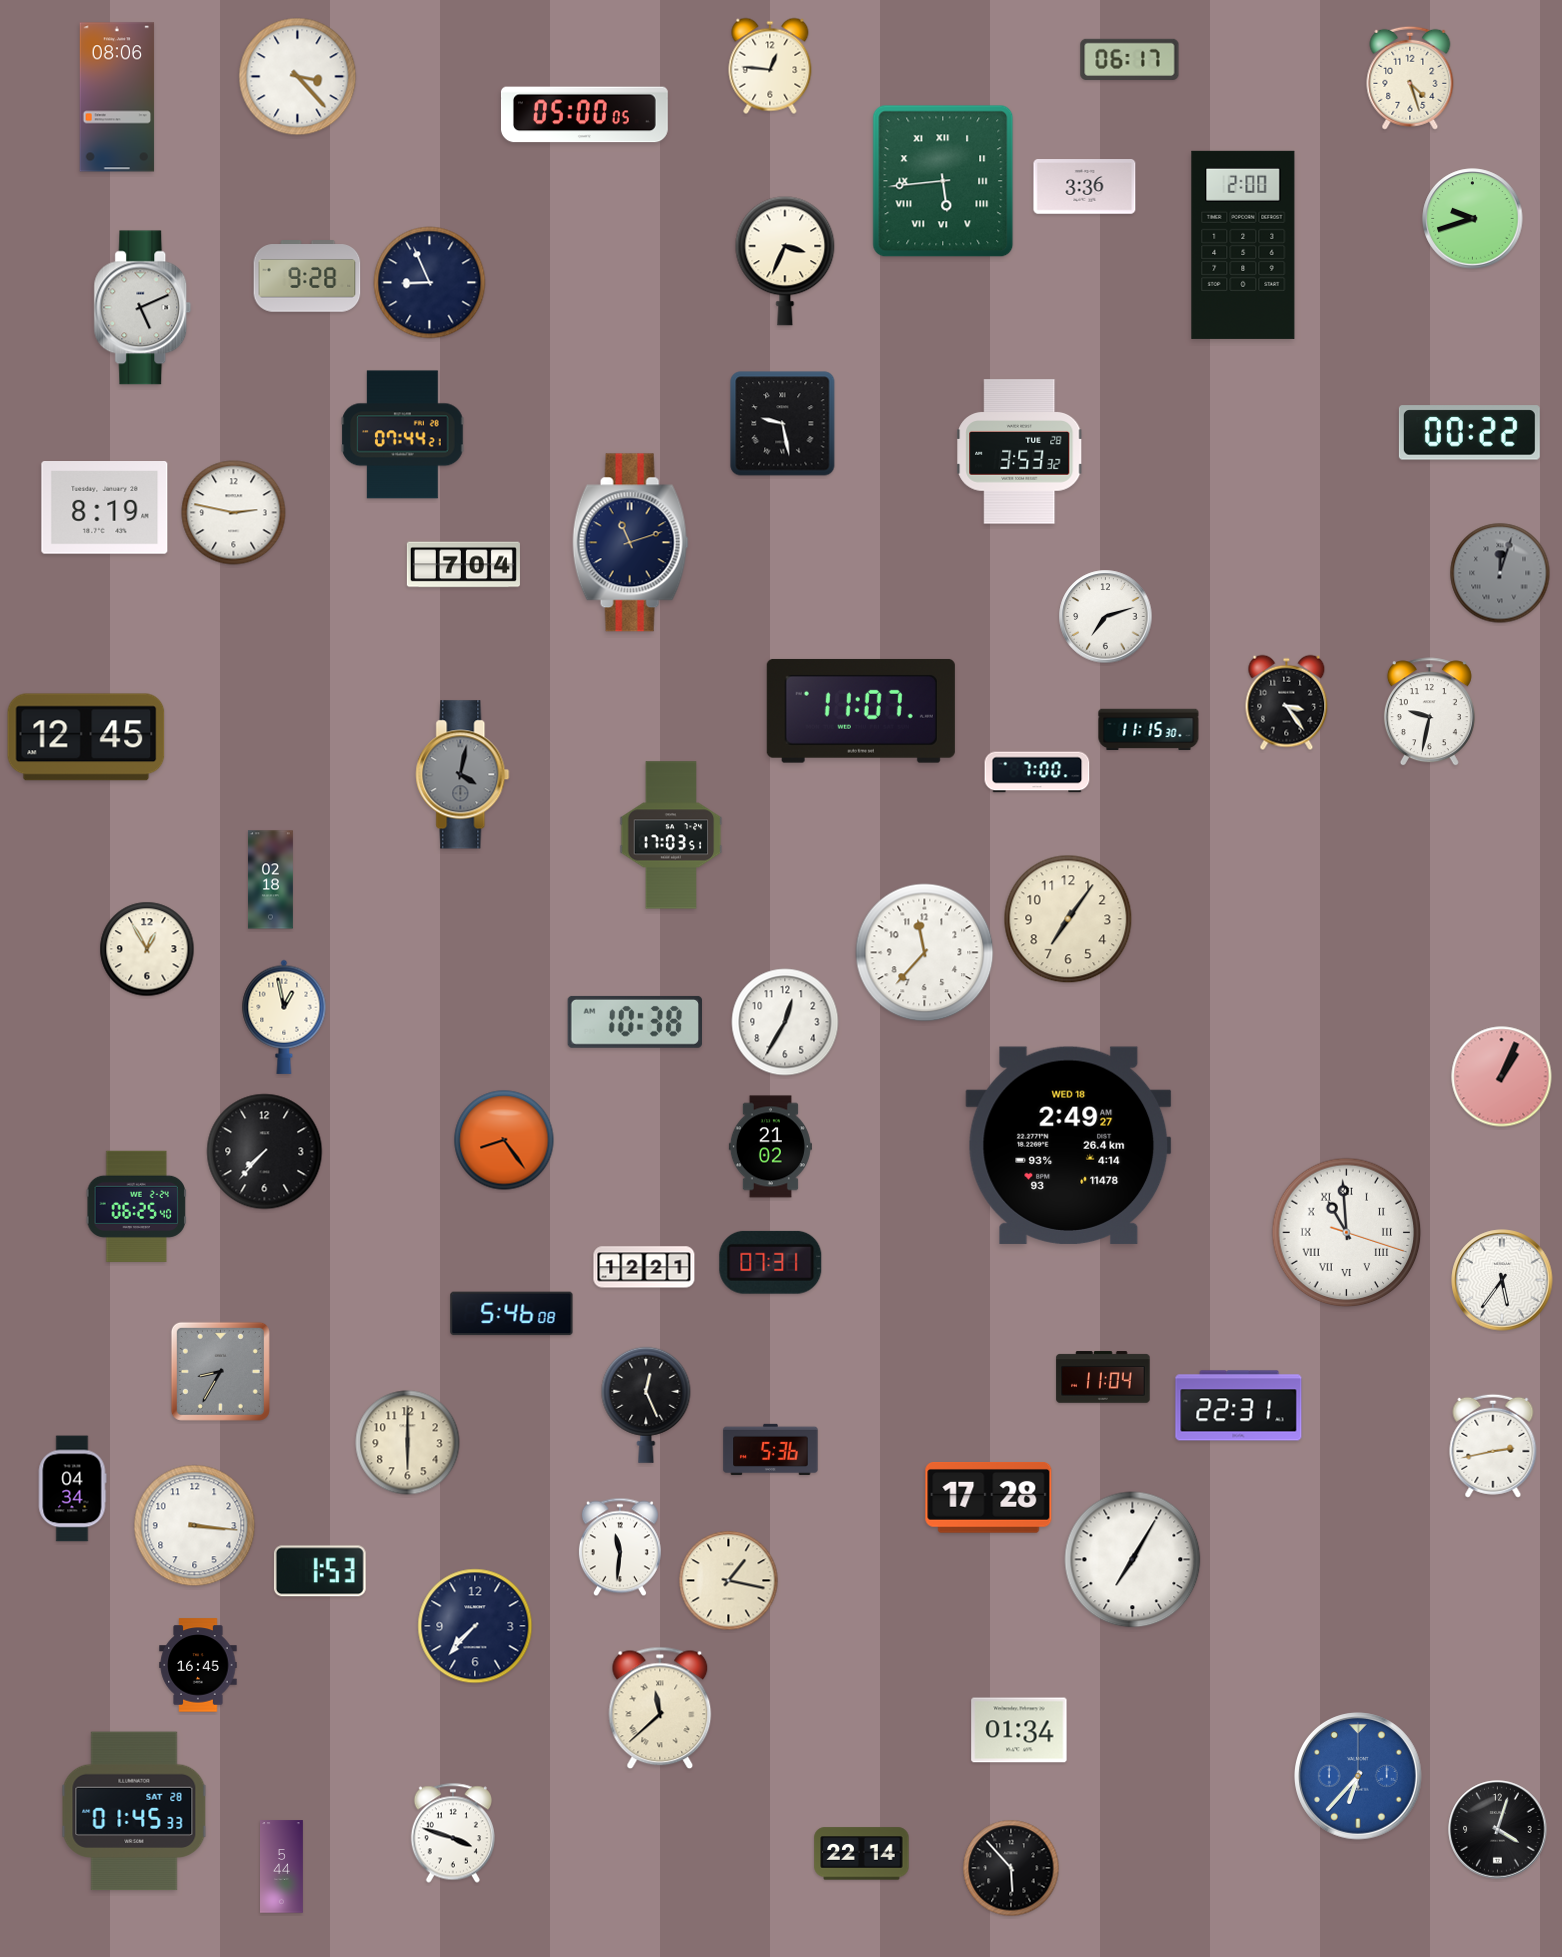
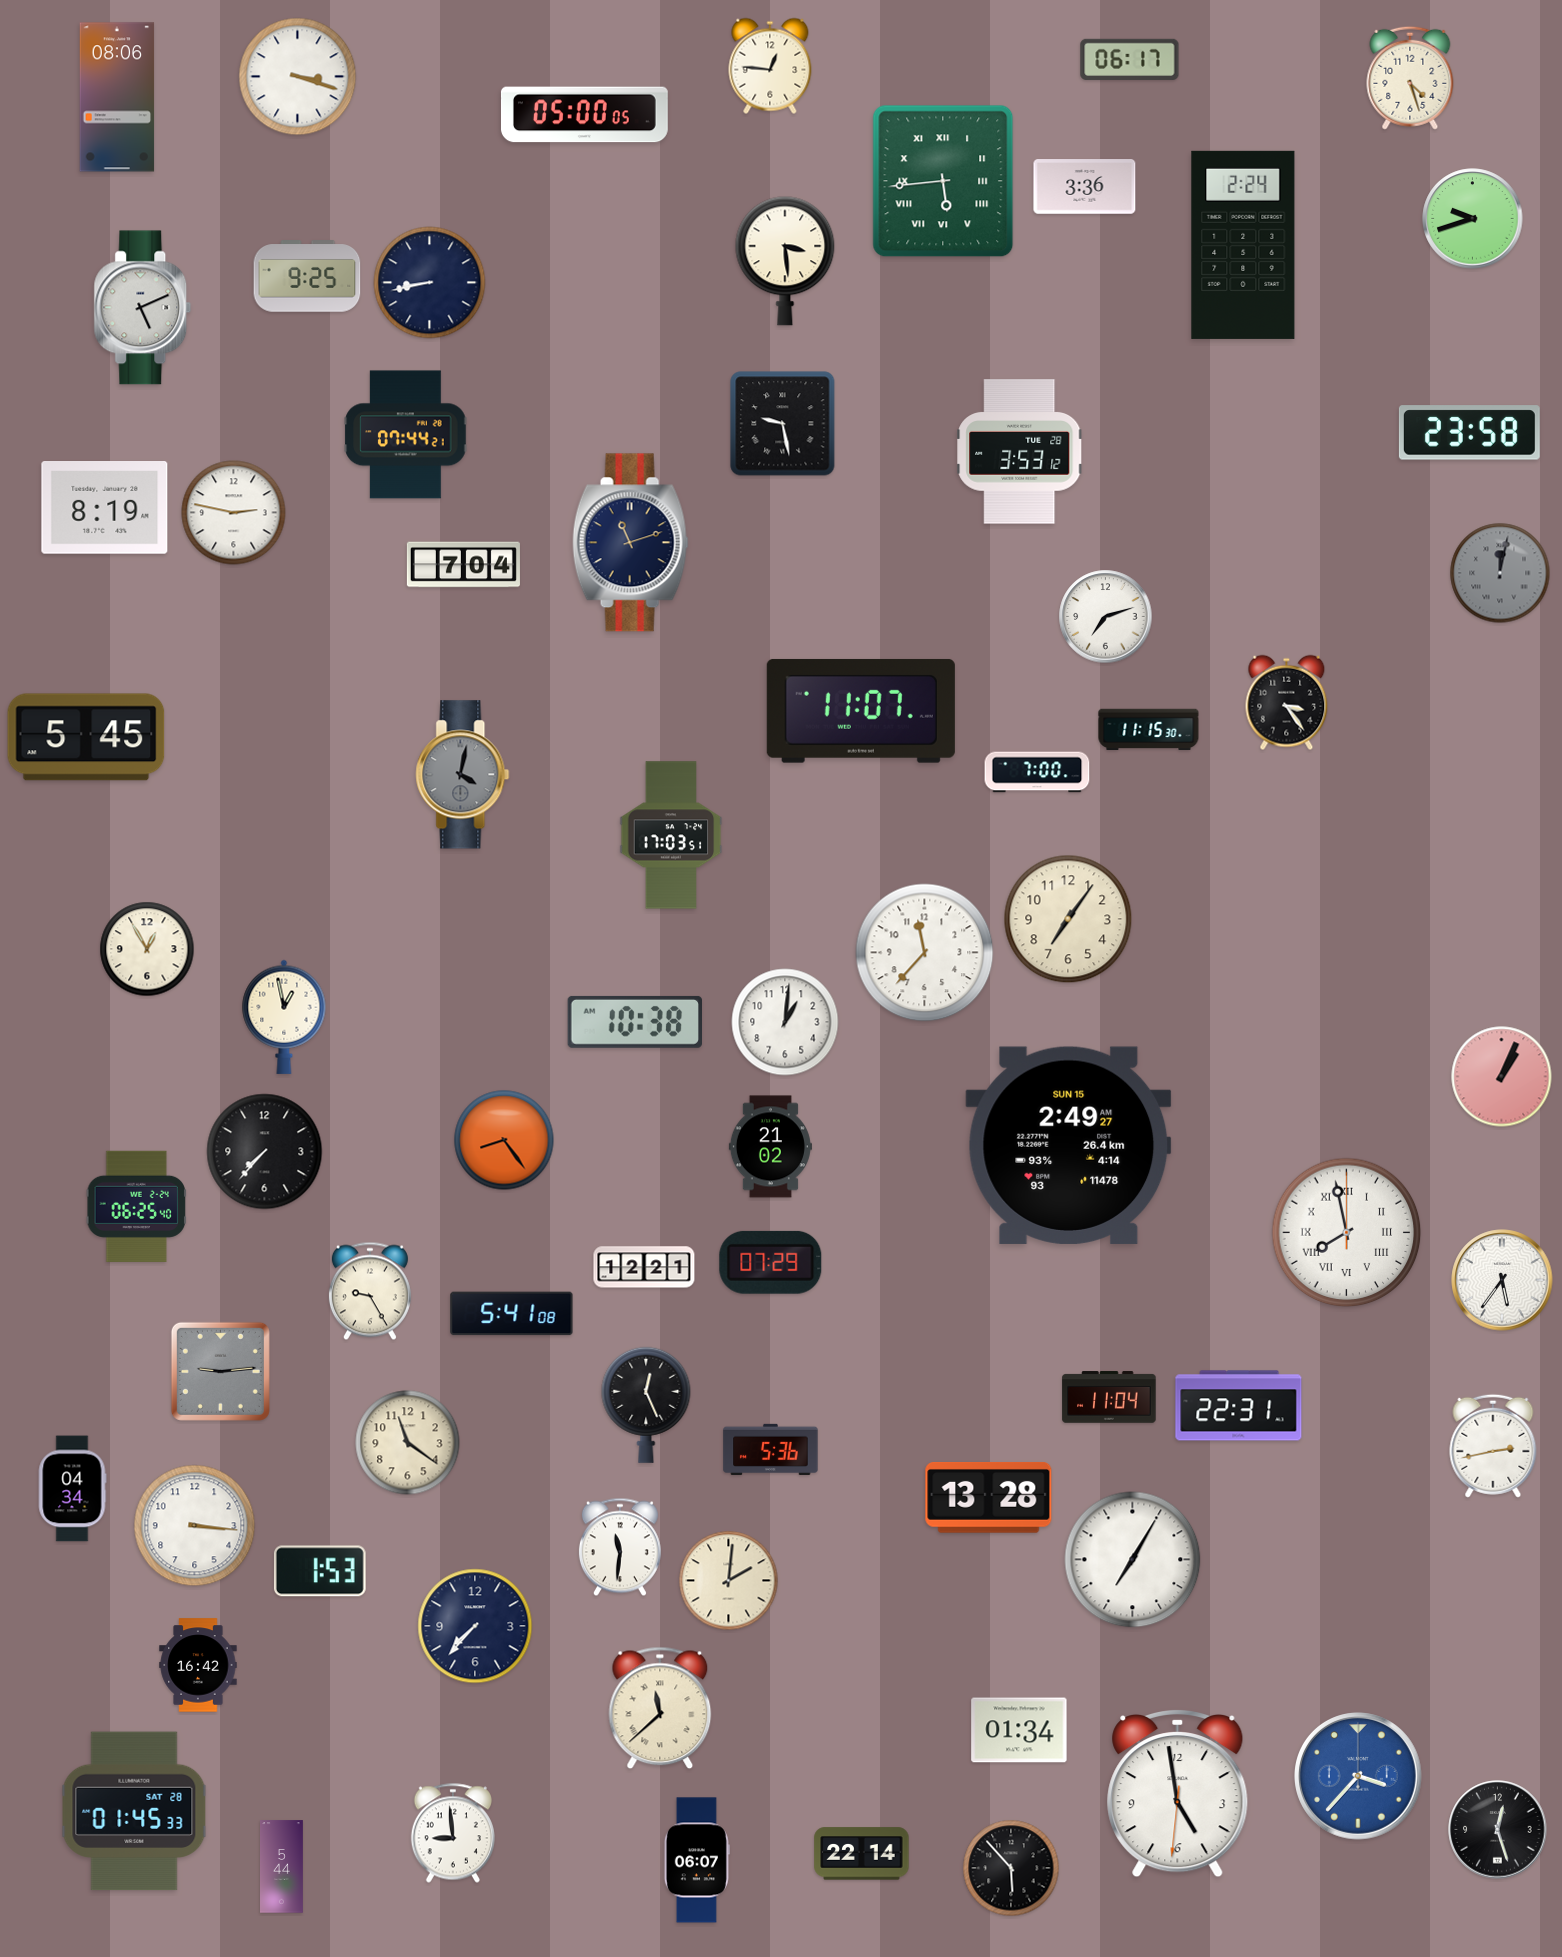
clock at (298, 77): 3:23 -> 3:18
clock at (1243, 245): 2:00 -> 2:24
clock at (785, 261): 3:34 -> 3:29
clock at (307, 276): 9:28 -> 9:25
clock at (430, 283): 8:56 -> 8:43
clock at (1469, 433): 00:22 -> 23:58
clock at (403, 435) position: (403, 435) -> (406, 435)
clock at (1020, 452): 3:53:32 -> 3:53:12
clock at (1500, 573): 12:03 -> 12:02
clock at (1429, 712): 9:32 -> none
clock at (86, 737): 12:45 -> 5:45
clock at (270, 880): 02:18 -> none
clock at (785, 1022): 12:35 -> 1:01
clock at (1069, 1145) date: WED 18 -> SUN 15
clock at (1347, 1233): 10:59 -> 7:58
clock at (771, 1262): 07:31 -> 07:29
clock at (370, 1291): none -> 9:25
clock at (512, 1314): 5:46 -> 5:41
clock at (220, 1371): 8:35 -> 9:14
clock at (1103, 1377) position: (1103, 1377) -> (1109, 1397)
clock at (408, 1443): 6:00 -> 11:21
clock at (989, 1498): 17:28 -> 13:28
clock at (729, 1581): 1:17 -> 2:01
clock at (198, 1665): 16:45 -> 16:42
clock at (1359, 1777): 6:37 -> 3:37
clock at (1178, 1793): none -> 4:58
clock at (1498, 1830): 4:03 -> 12:27
clock at (453, 1833): 3:48 -> 8:59
clock at (697, 1860): none -> 06:07
